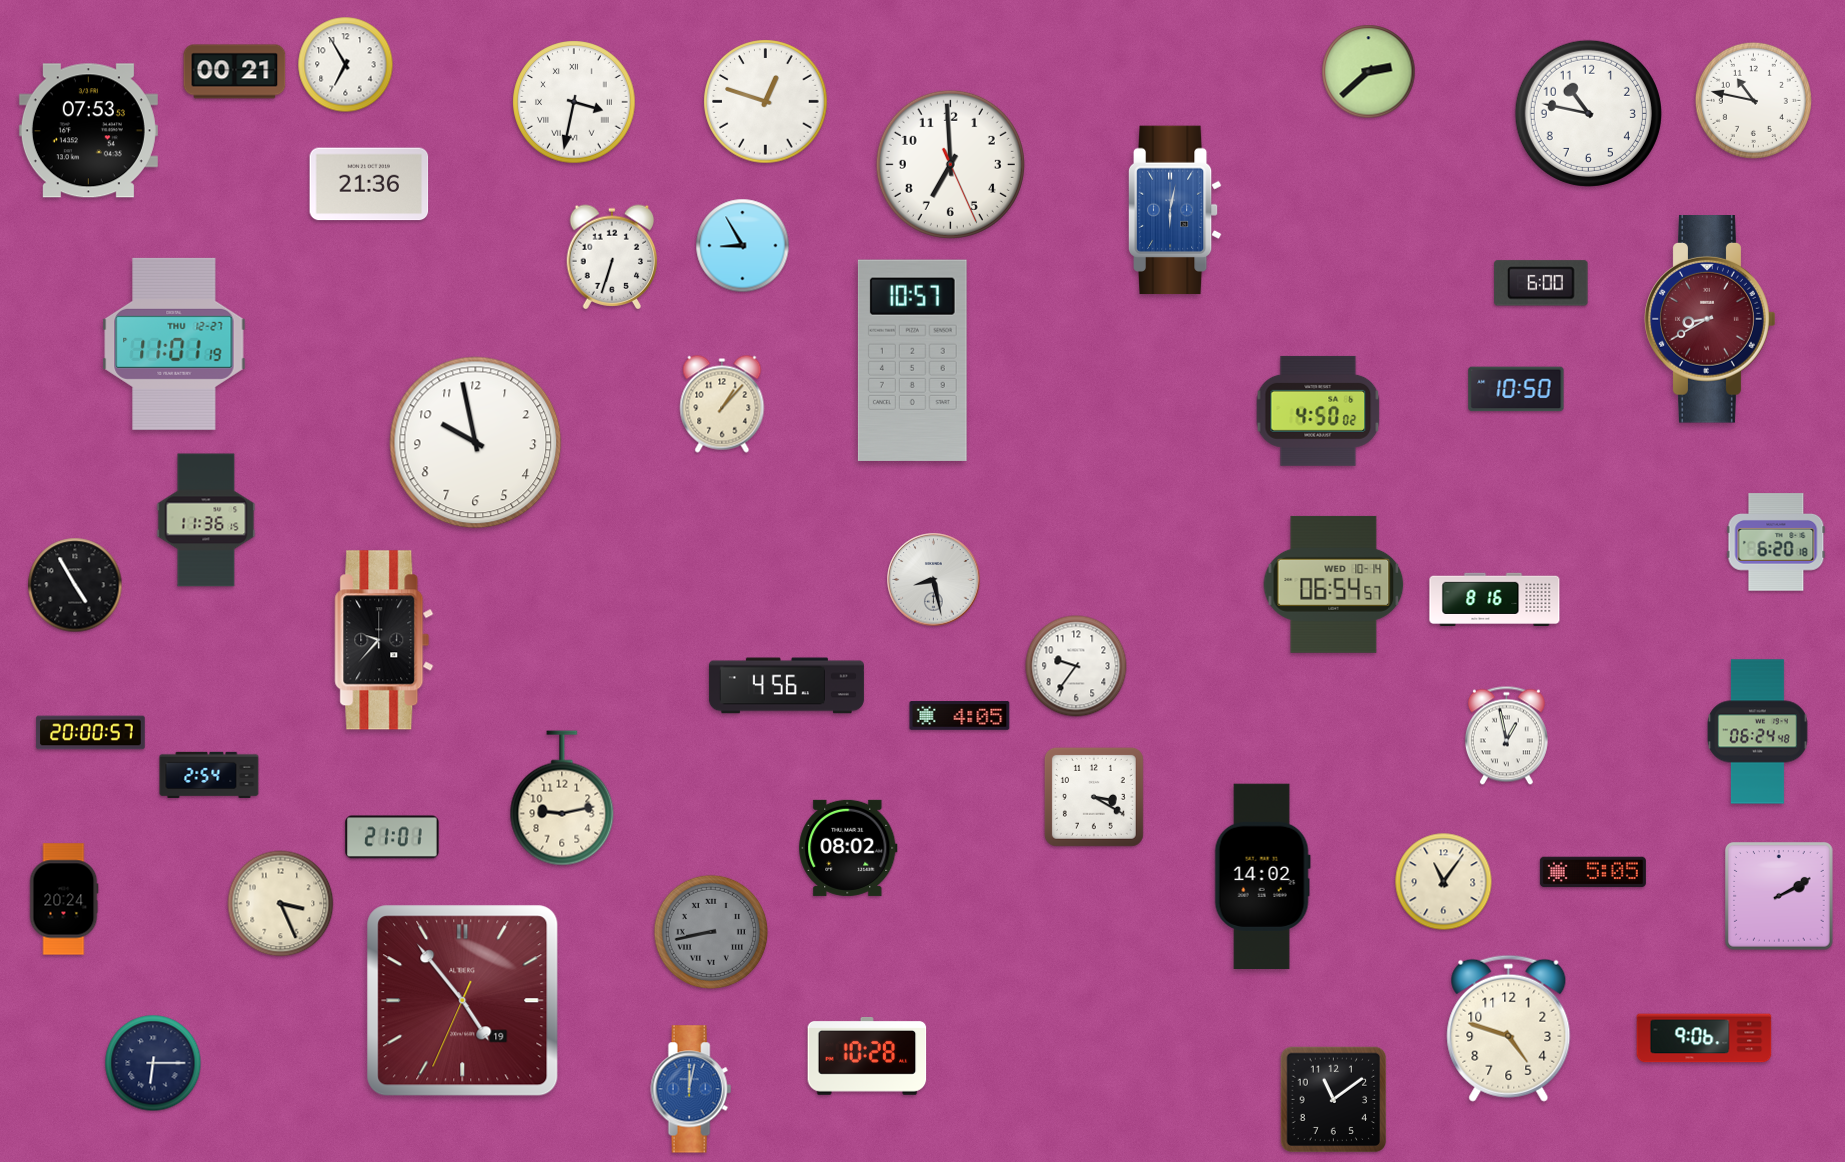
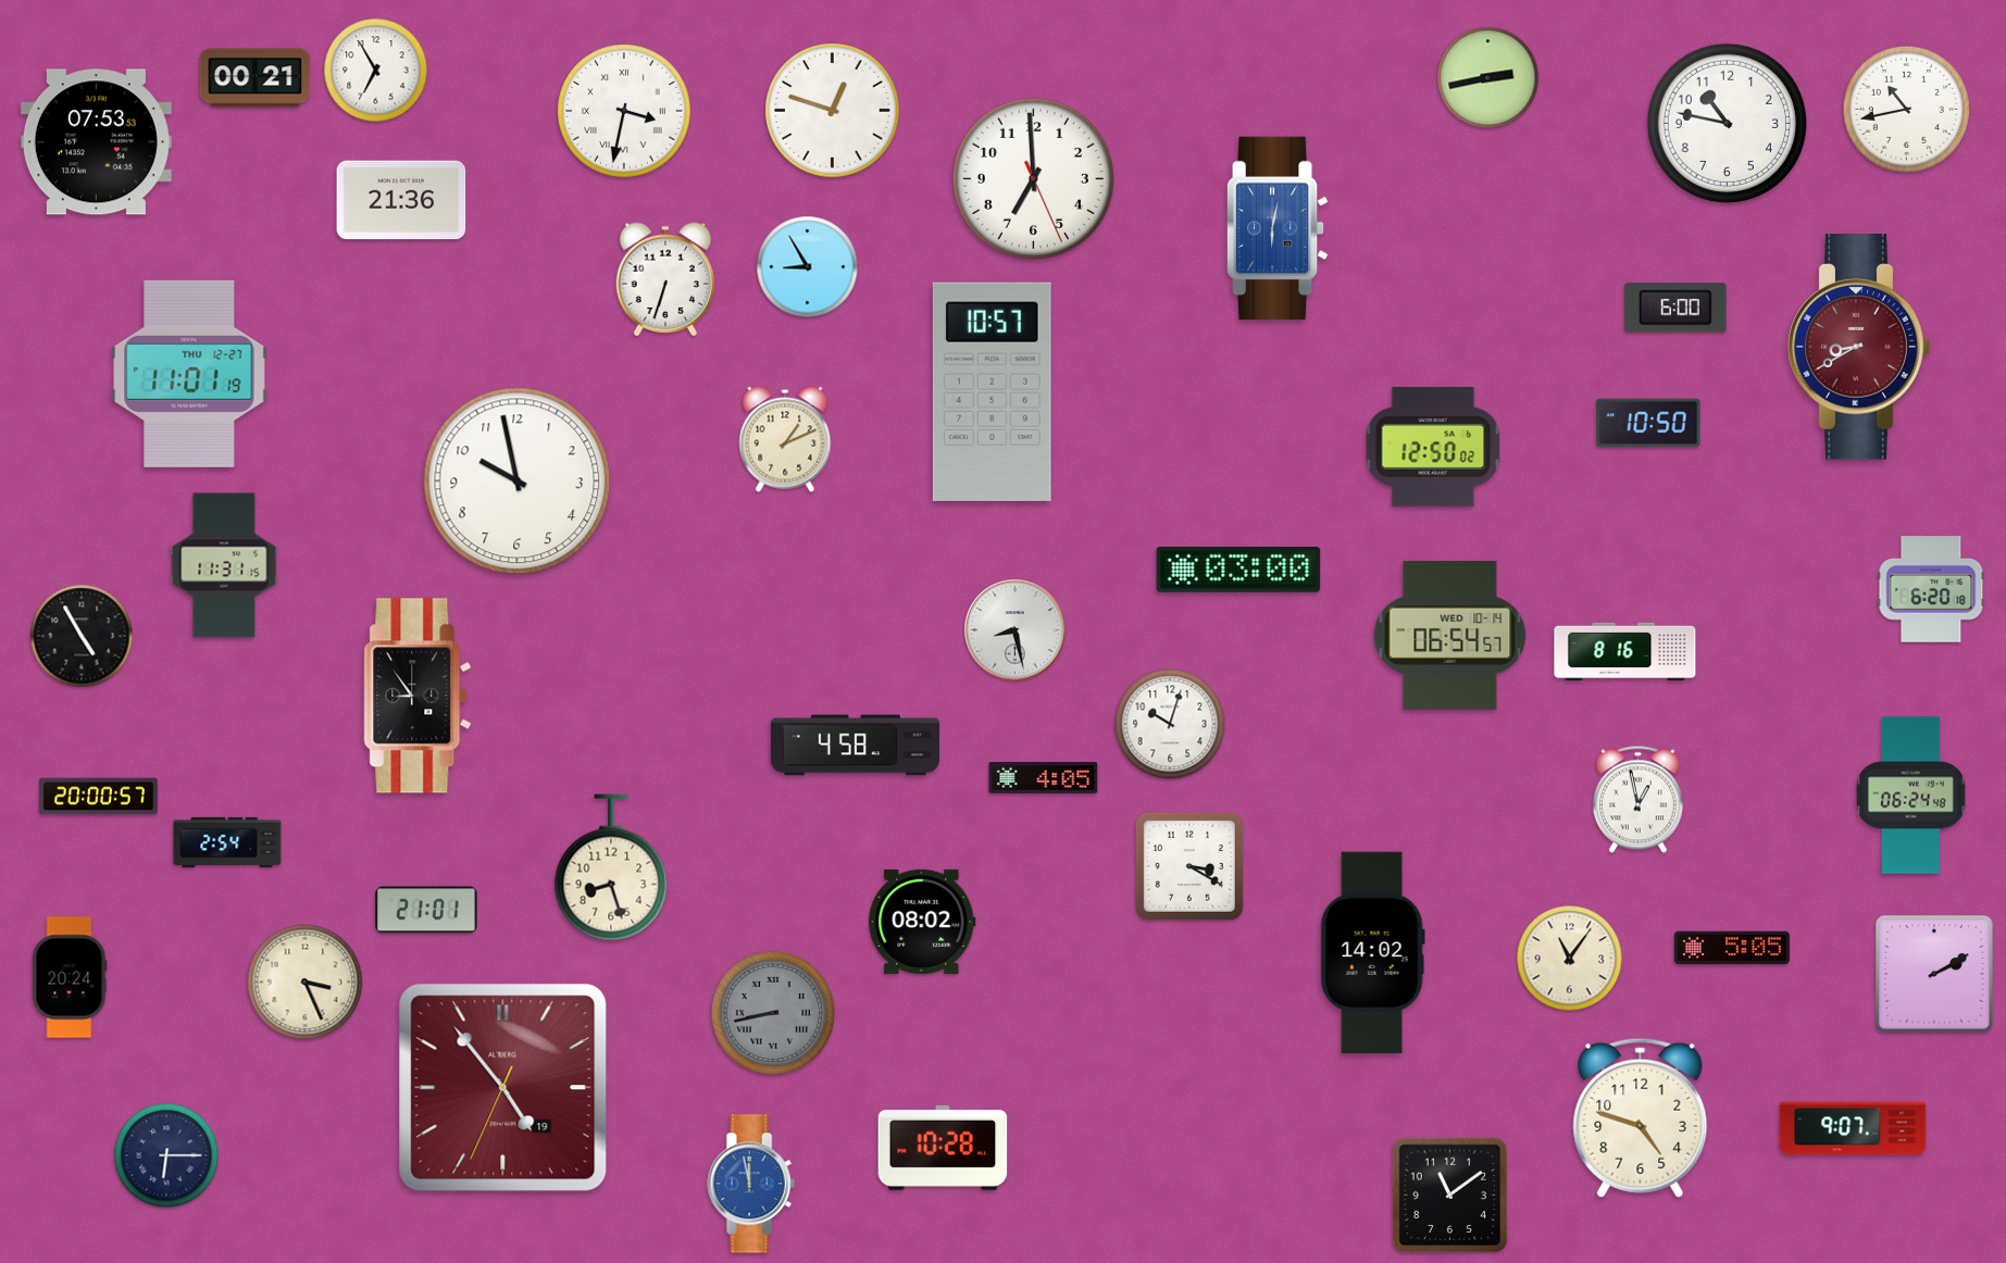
clock at (1369, 72): 2:38 -> 2:43
clock at (1753, 100): 10:47 -> 10:43
clock at (722, 404): 1:07 -> 1:11
clock at (1318, 411): 4:50 -> 12:50
clock at (206, 520): 11:36 -> 11:31
clock at (1238, 570): none -> 03:00
clock at (384, 640): 9:37 -> 8:54
clock at (1076, 666): 9:36 -> 10:03
clock at (786, 686): 4:56 -> 4:58
clock at (562, 798): 9:13 -> 8:27
clock at (1704, 1038): 9:06 -> 9:07
clock at (691, 1089): 12:02 -> 11:58
